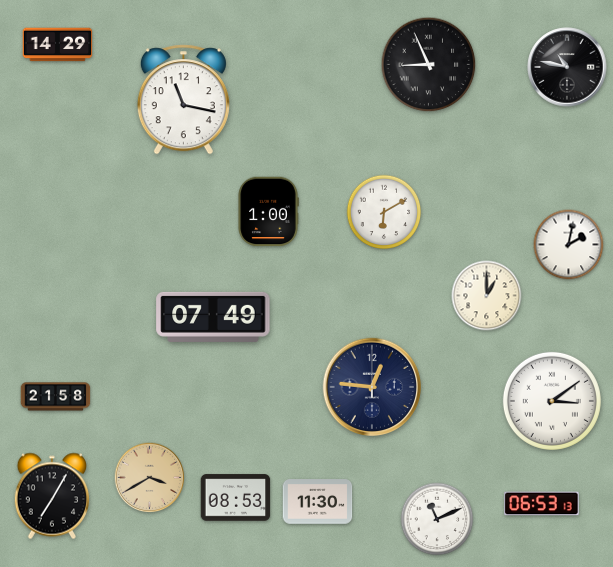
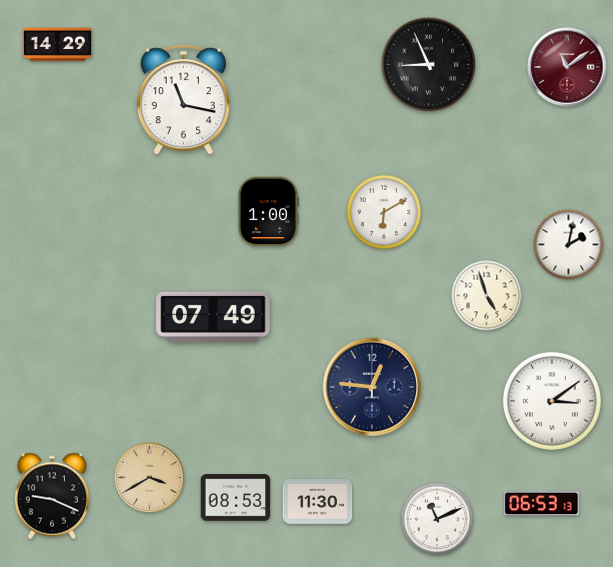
clock at (567, 67): 10:47 -> 11:09
clock at (567, 67) dial: black -> burgundy
clock at (487, 296): 1:00 -> 4:57
clock at (56, 397): 21:58 -> none
clock at (52, 496): 7:05 -> 9:19
